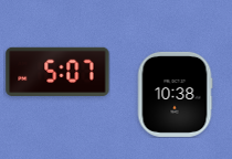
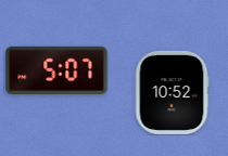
clock at (175, 94): 10:38 -> 10:52
